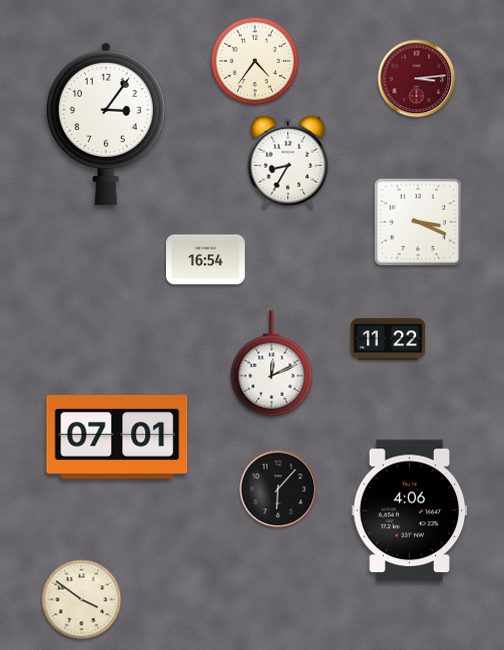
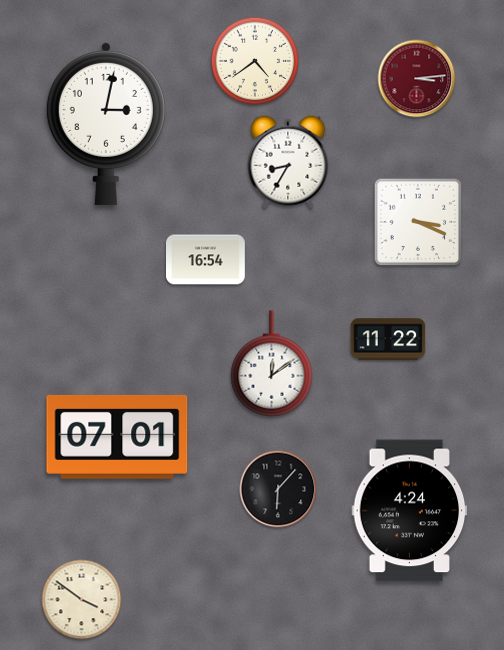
clock at (255, 61): 4:36 -> 4:39
clock at (106, 123): 3:06 -> 3:02
clock at (272, 364): 12:11 -> 12:09
clock at (410, 511): 4:06 -> 4:24
